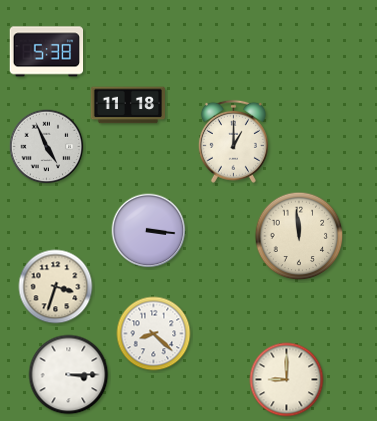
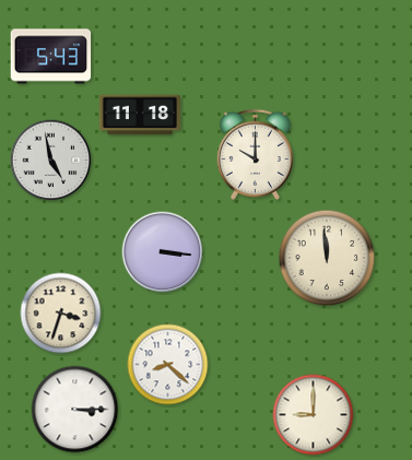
clock at (47, 52): 5:38 -> 5:43
clock at (233, 141): 1:00 -> 10:00
clock at (47, 147): 4:56 -> 4:58
